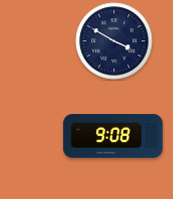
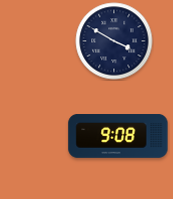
clock at (113, 137) position: (113, 137) -> (118, 137)
